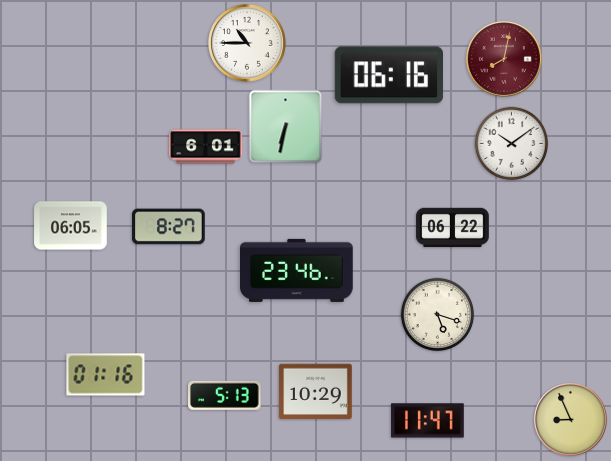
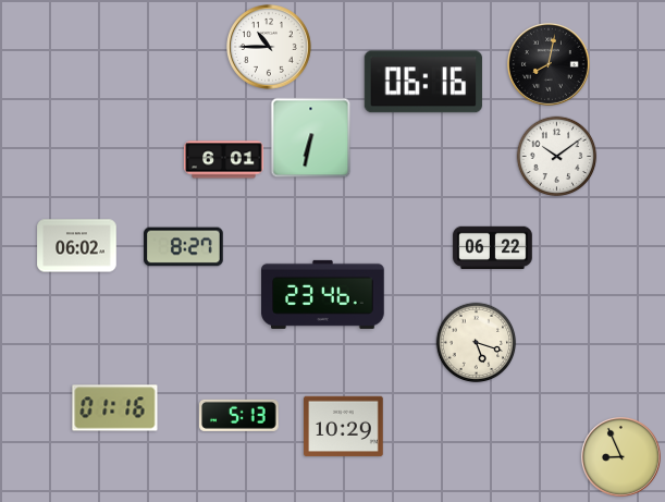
clock at (504, 59) dial: burgundy -> black
clock at (71, 226): 06:05 -> 06:02
clock at (225, 395) position: (225, 395) -> (239, 415)
clock at (428, 421): 11:47 -> none
